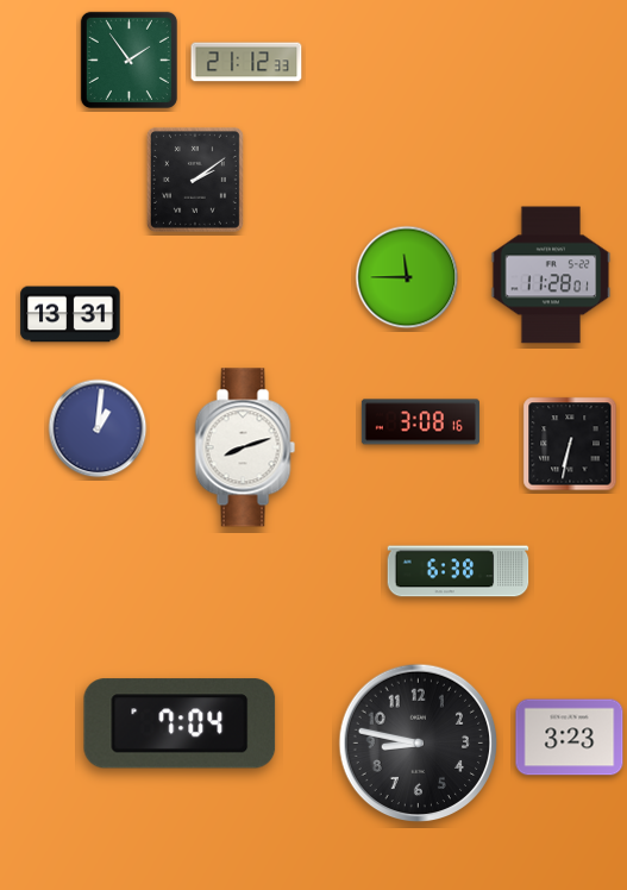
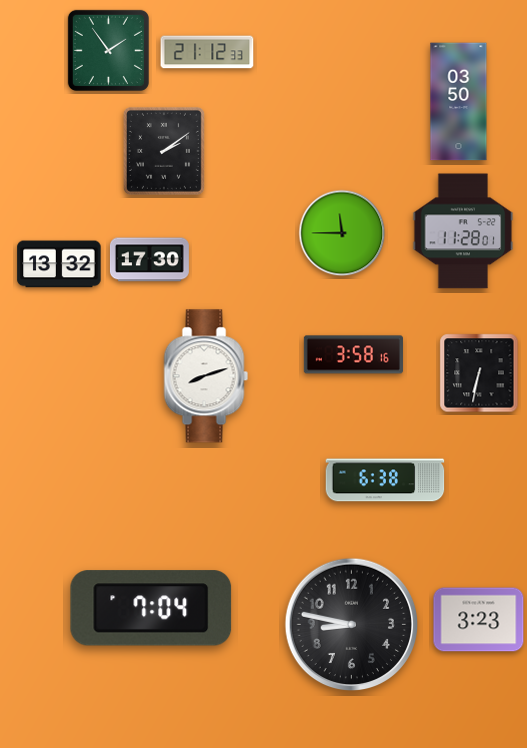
clock at (459, 102): none -> 03:50
clock at (149, 260): none -> 17:30
clock at (70, 314): 13:31 -> 13:32
clock at (420, 422): 3:08 -> 3:58
clock at (98, 428): 1:01 -> none
